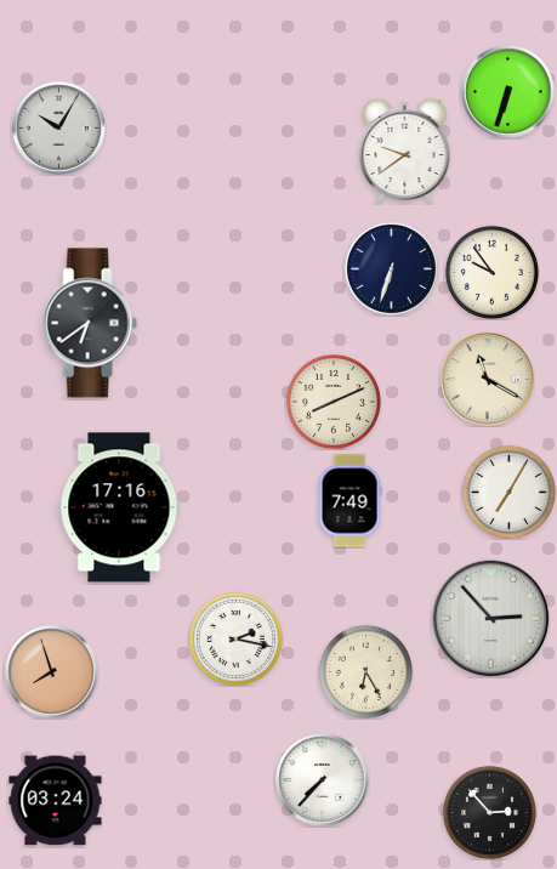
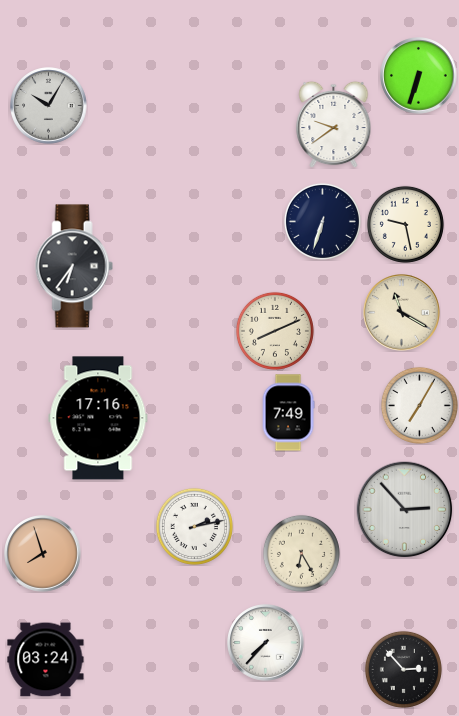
clock at (491, 272): 9:54 -> 9:28
clock at (90, 323): 6:39 -> 6:36
clock at (235, 638): 2:17 -> 2:13
